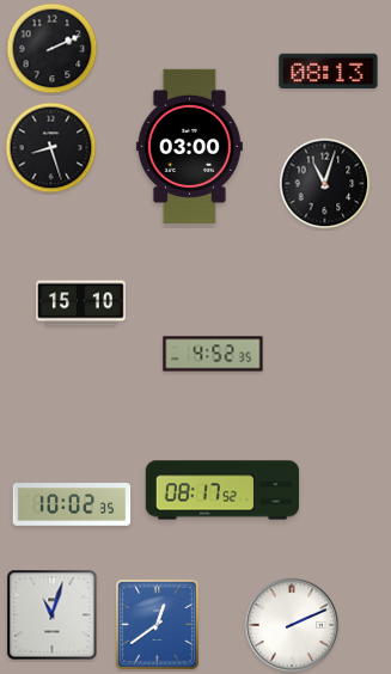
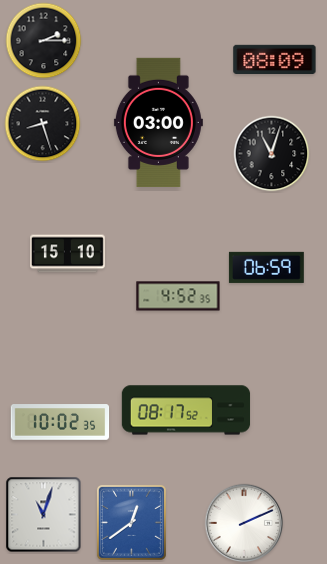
clock at (53, 49): 2:11 -> 2:15
clock at (329, 71): 08:13 -> 08:09
clock at (266, 267): none -> 06:59
